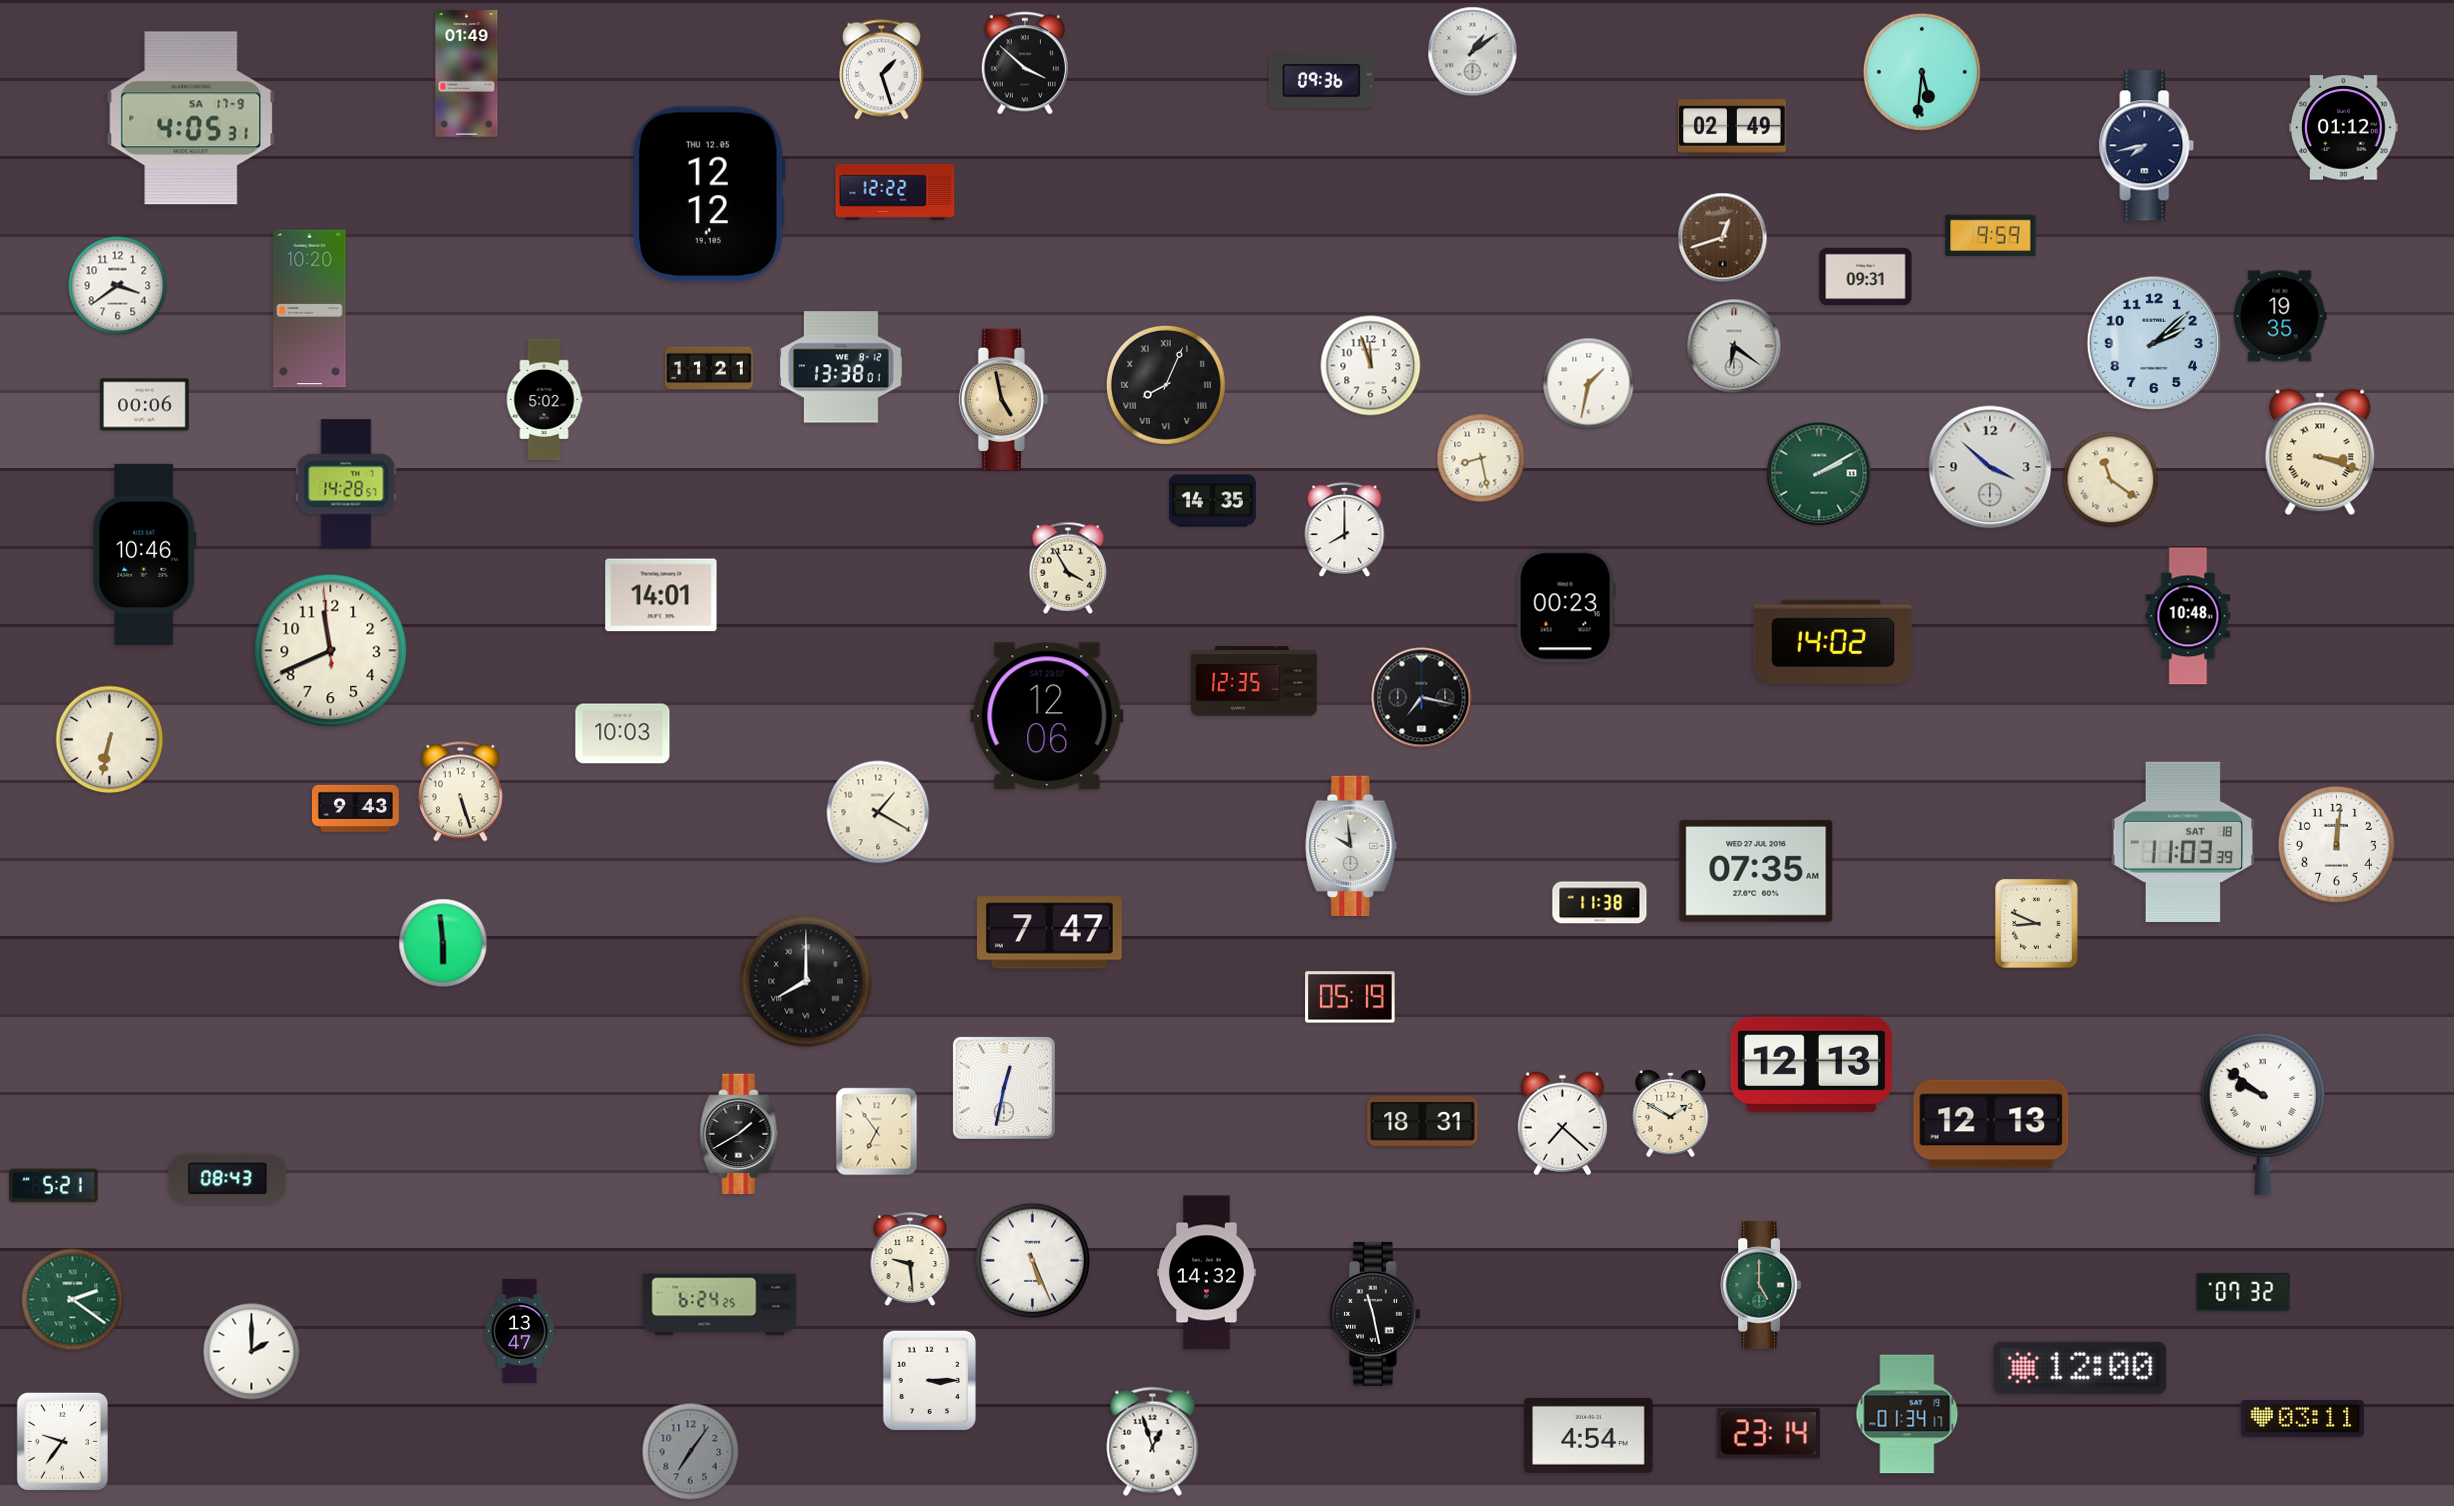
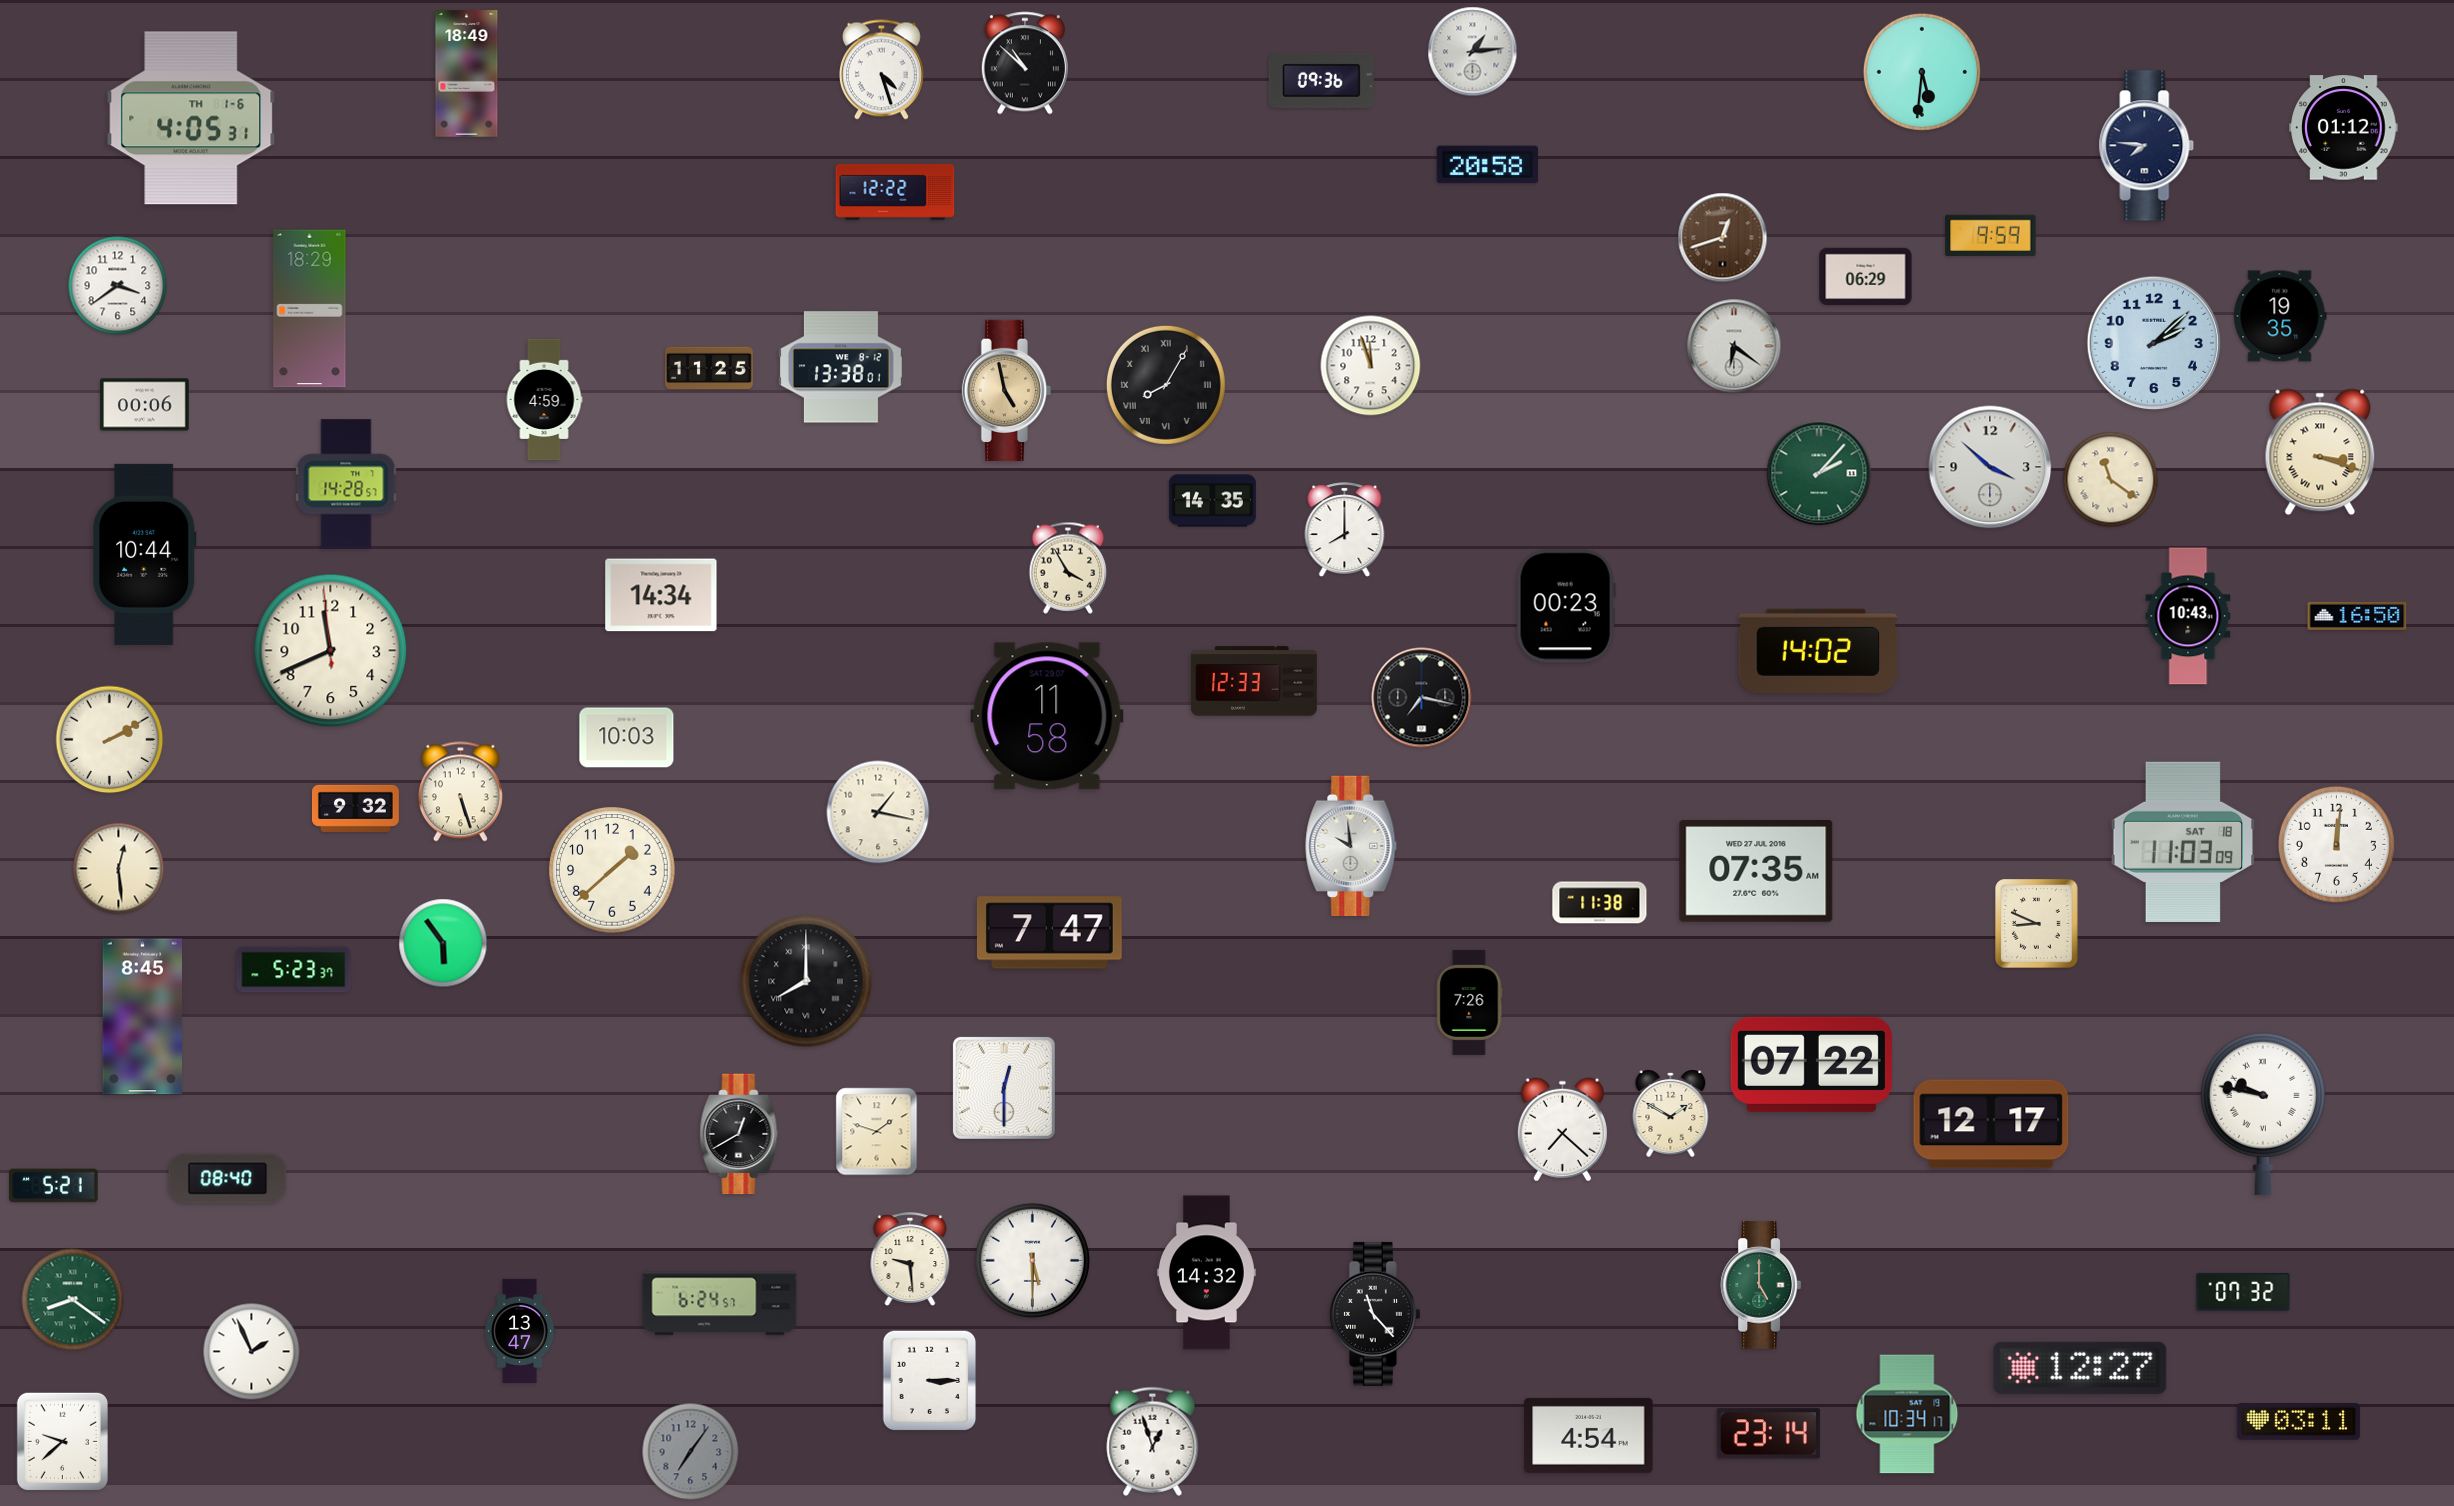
clock at (1473, 52): 1:09 -> 1:14
clock at (1025, 63): 3:52 -> 10:52
clock at (881, 70): 1:27 -> 4:27
clock at (467, 74): 01:49 -> 18:49
clock at (191, 118) date: SA 17-9 -> TH 1-6
clock at (1732, 127): 02:49 -> none
clock at (2147, 146): 7:43 -> 7:46
clock at (1488, 165): none -> 20:58
clock at (709, 194): 12:12 -> none
clock at (1866, 277): 09:31 -> 06:29
clock at (310, 309): 10:20 -> 18:29
clock at (709, 368): 11:21 -> 11:25
clock at (1589, 384): 1:32 -> none
clock at (1166, 385): 8:04 -> 8:05
clock at (1003, 399) position: (1003, 399) -> (1006, 390)
clock at (544, 400): 5:02 -> 4:59
clock at (1481, 458): 8:28 -> none
clock at (1819, 473): 2:10 -> 2:07
clock at (145, 554): 10:46 -> 10:44
clock at (661, 595): 14:01 -> 14:34
clock at (2188, 616): 10:48 -> 10:43
clock at (2357, 616): none -> 16:50
clock at (1833, 642) position: (1833, 642) -> (1818, 651)
clock at (1255, 681): 12:35 -> 12:33
clock at (1047, 716): 12:06 -> 11:58
clock at (623, 734) position: (623, 734) -> (627, 738)
clock at (110, 740): 6:32 -> 2:10
clock at (355, 808): 9:43 -> 9:32
clock at (878, 812): 1:20 -> 1:17
clock at (2183, 842): 11:03:39 -> 11:03:09
clock at (119, 869): none -> 12:29
clock at (612, 870): none -> 1:38
clock at (443, 943): 5:59 -> 5:54
clock at (294, 970): none -> 5:23
clock at (1350, 997): 05:19 -> none
clock at (1470, 1002): none -> 7:26
clock at (142, 1017): none -> 8:45
clock at (1811, 1064): 12:13 -> 07:22
clock at (1004, 1088): 12:32 -> 12:30
clock at (2263, 1114): 9:51 -> 9:47
clock at (1423, 1122): 18:31 -> none
clock at (1562, 1124) position: (1562, 1124) -> (1562, 1130)
clock at (1991, 1124): 12:13 -> 12:17
clock at (877, 1132): 6:54 -> 1:48
clock at (739, 1134): 1:40 -> 12:40
clock at (228, 1179): 08:43 -> 08:40
clock at (1032, 1260): 5:26 -> 5:30
clock at (73, 1300): 2:21 -> 8:21
clock at (720, 1304): 6:24:25 -> 6:24:57
clock at (1375, 1314): 11:28 -> 11:23
clock at (252, 1352): 2:00 -> 1:56
clock at (2080, 1368): 12:00 -> 12:27
clock at (1907, 1414): 01:34 -> 10:34
clock at (2302, 1418) position: (2302, 1418) -> (2298, 1421)
clock at (62, 1441): 9:36 -> 9:38
